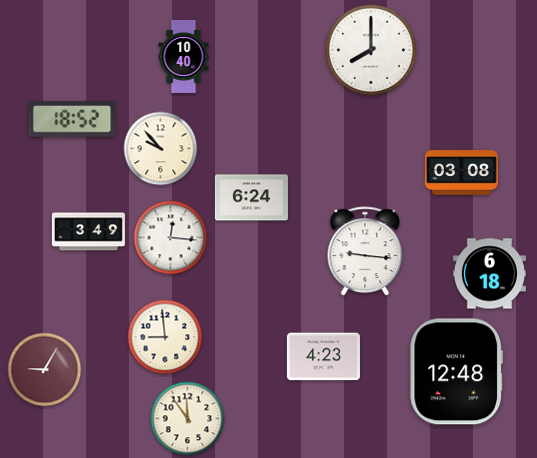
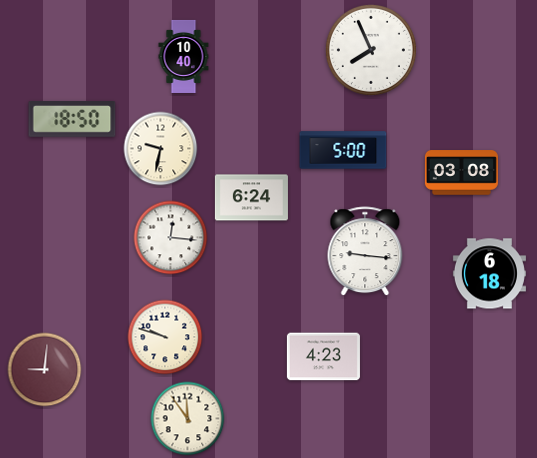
clock at (371, 50): 8:00 -> 7:56
clock at (72, 119): 18:52 -> 18:50
clock at (161, 149): 9:53 -> 9:32
clock at (343, 150): none -> 5:00
clock at (88, 232): 3:49 -> none
clock at (165, 337): 8:59 -> 9:48
clock at (45, 370): 9:05 -> 9:01
clock at (457, 372): 12:48 -> none
